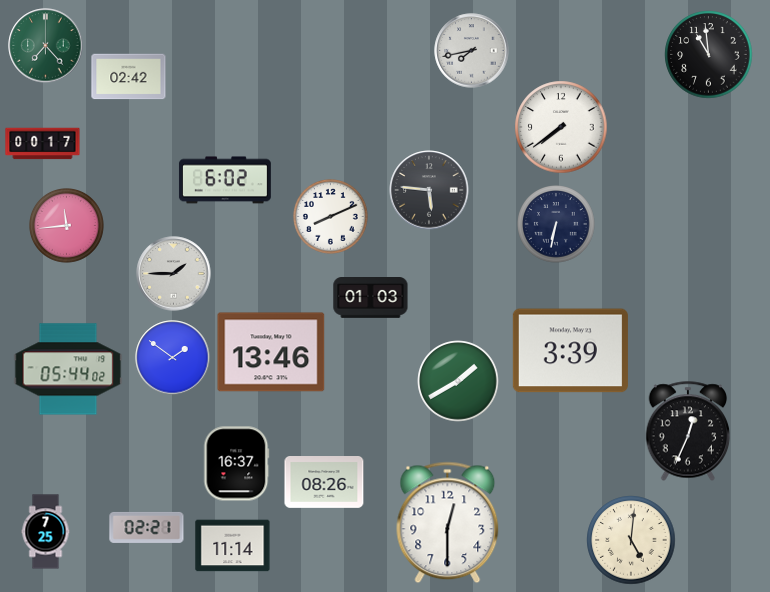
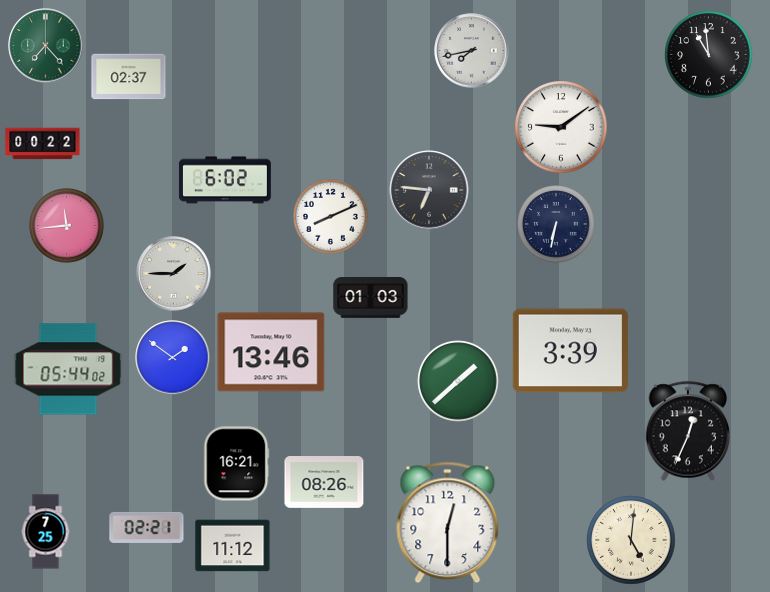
clock at (129, 77): 02:42 -> 02:37
clock at (561, 127): 7:39 -> 9:09
clock at (43, 144): 00:17 -> 00:22
clock at (429, 190): 5:46 -> 6:46
clock at (458, 381): 1:40 -> 1:38
clock at (237, 464): 16:37 -> 16:21
clock at (233, 546): 11:14 -> 11:12
